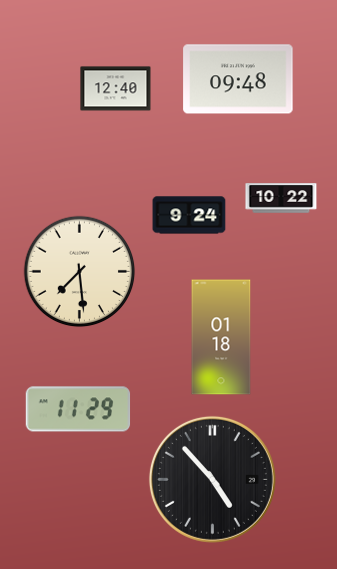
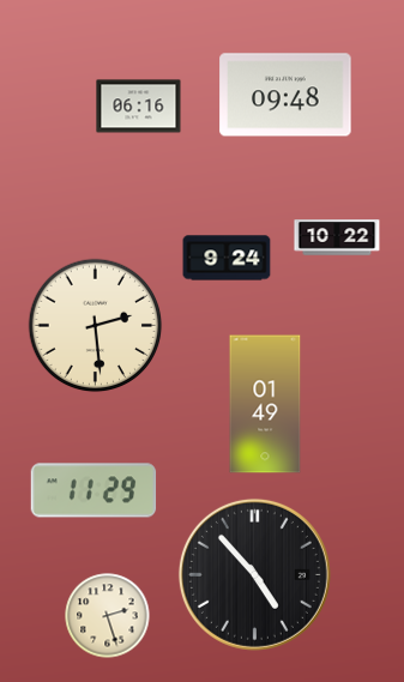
clock at (116, 89): 12:40 -> 06:16
clock at (80, 272): 7:29 -> 2:29
clock at (221, 337): 01:18 -> 01:49
clock at (108, 616): none -> 2:27
